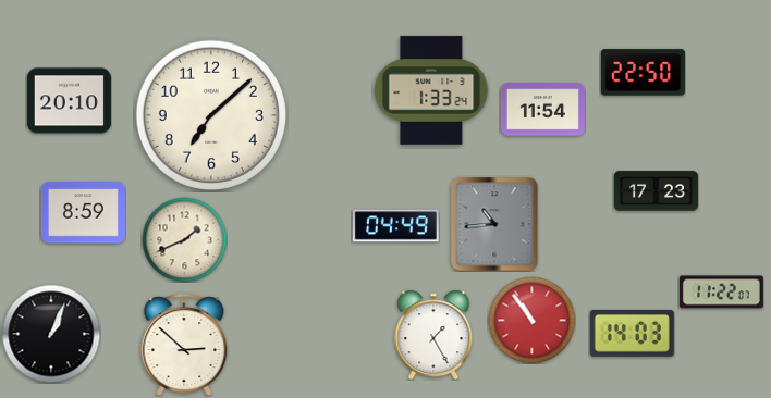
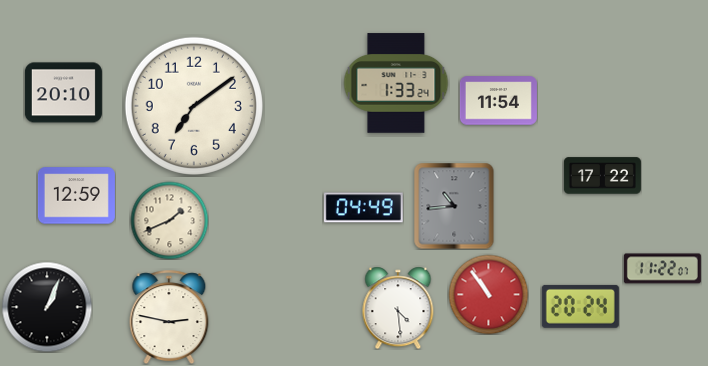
clock at (642, 73): 22:50 -> none
clock at (211, 115): 7:08 -> 7:09
clock at (656, 191): 17:23 -> 17:22
clock at (83, 213): 8:59 -> 12:59
clock at (632, 333): 14:03 -> 20:24
clock at (433, 335): 1:25 -> 4:29
clock at (184, 345): 2:52 -> 2:47
